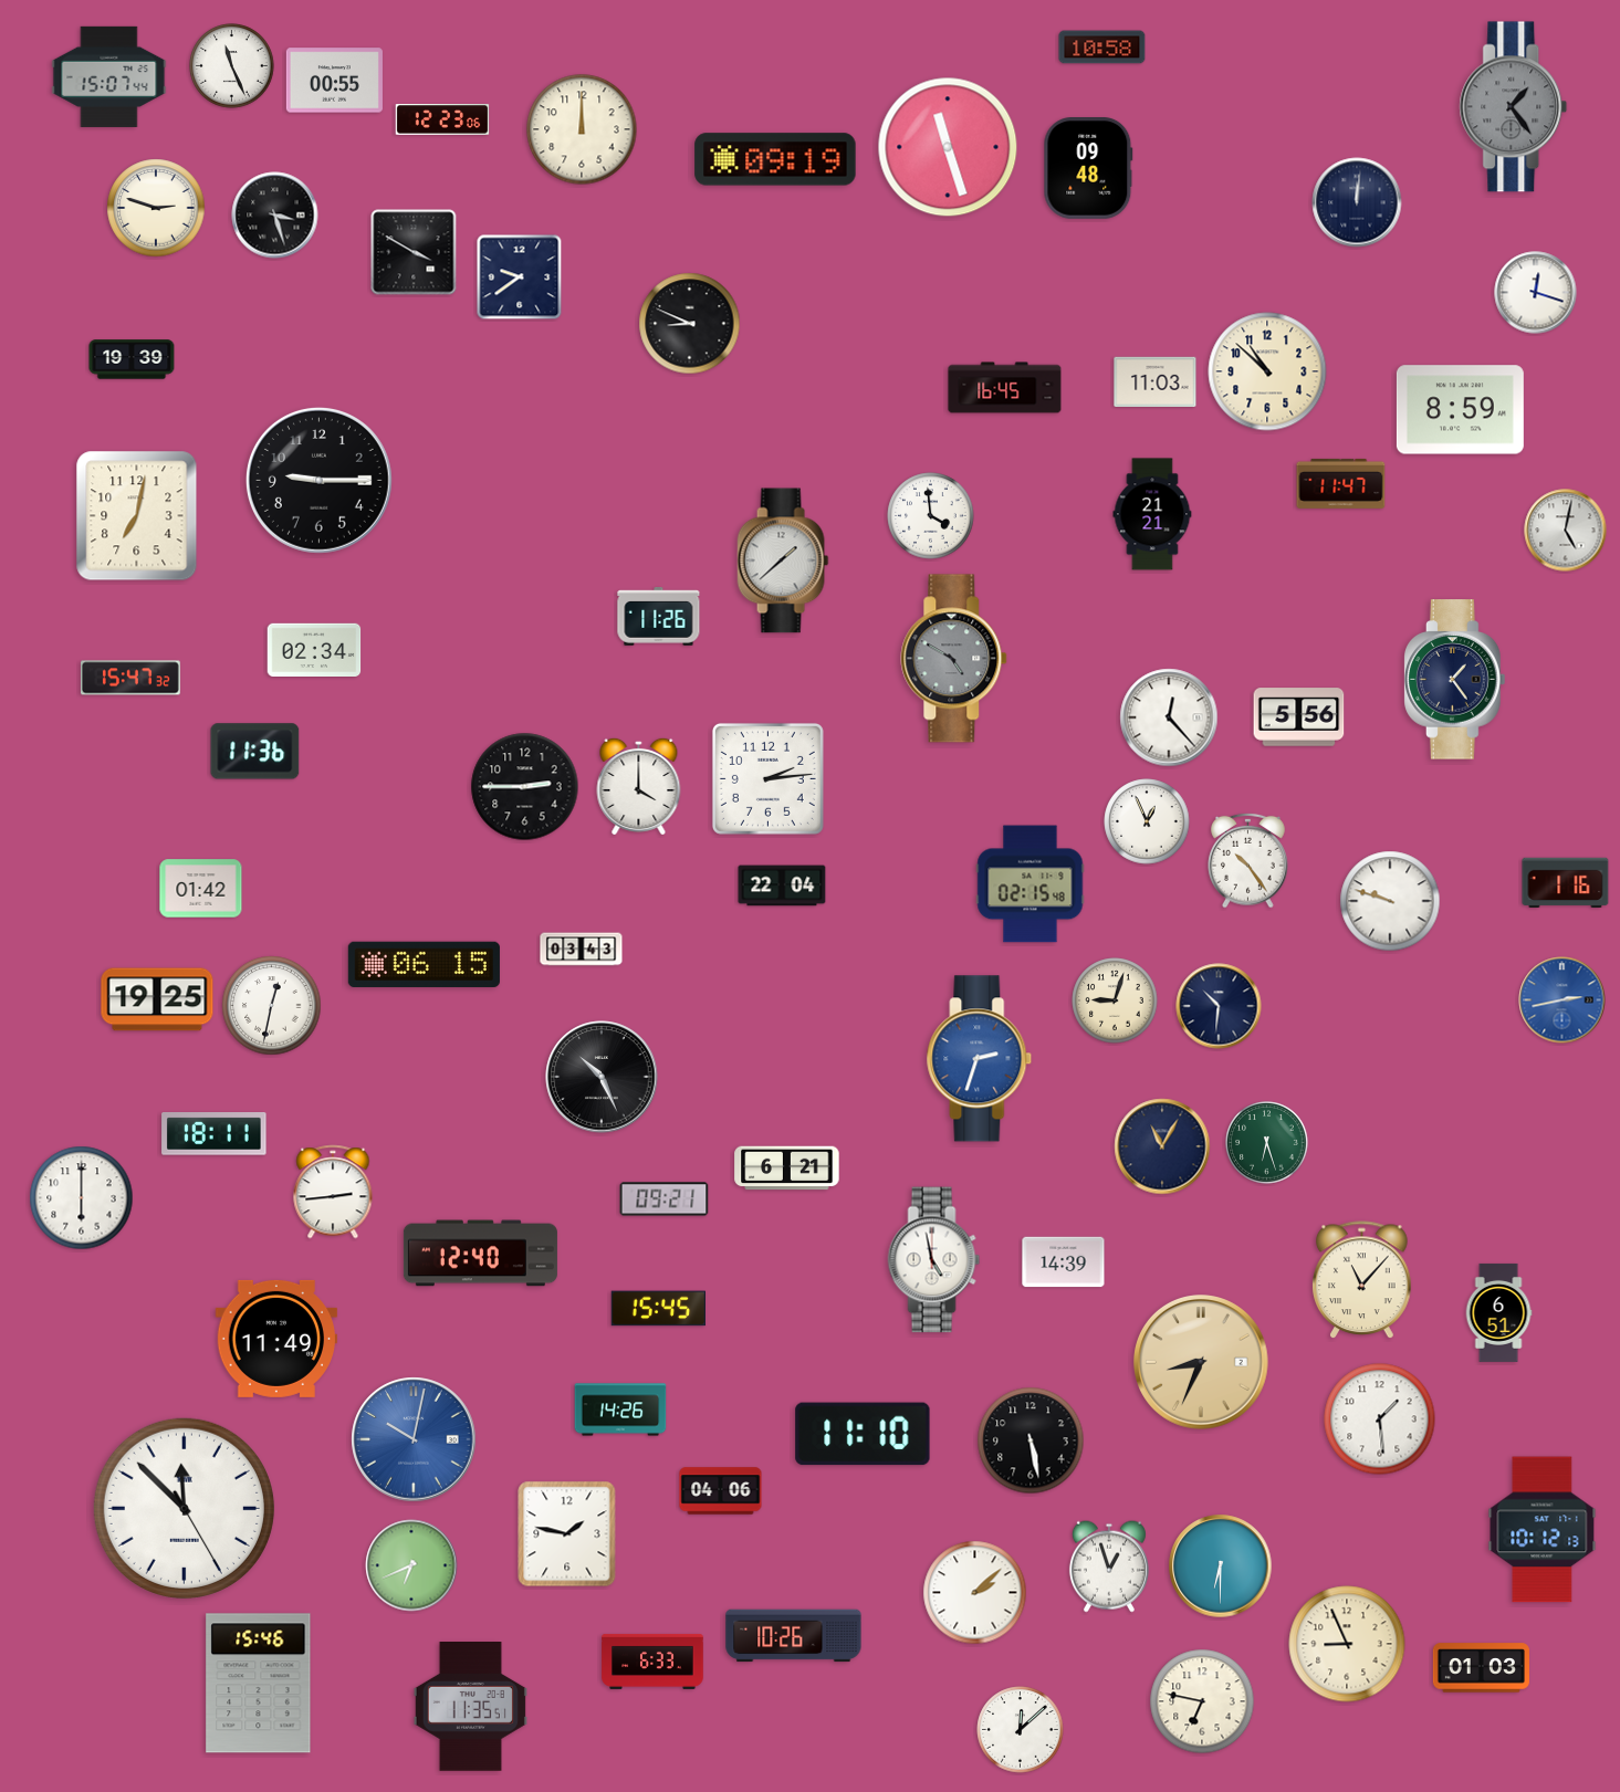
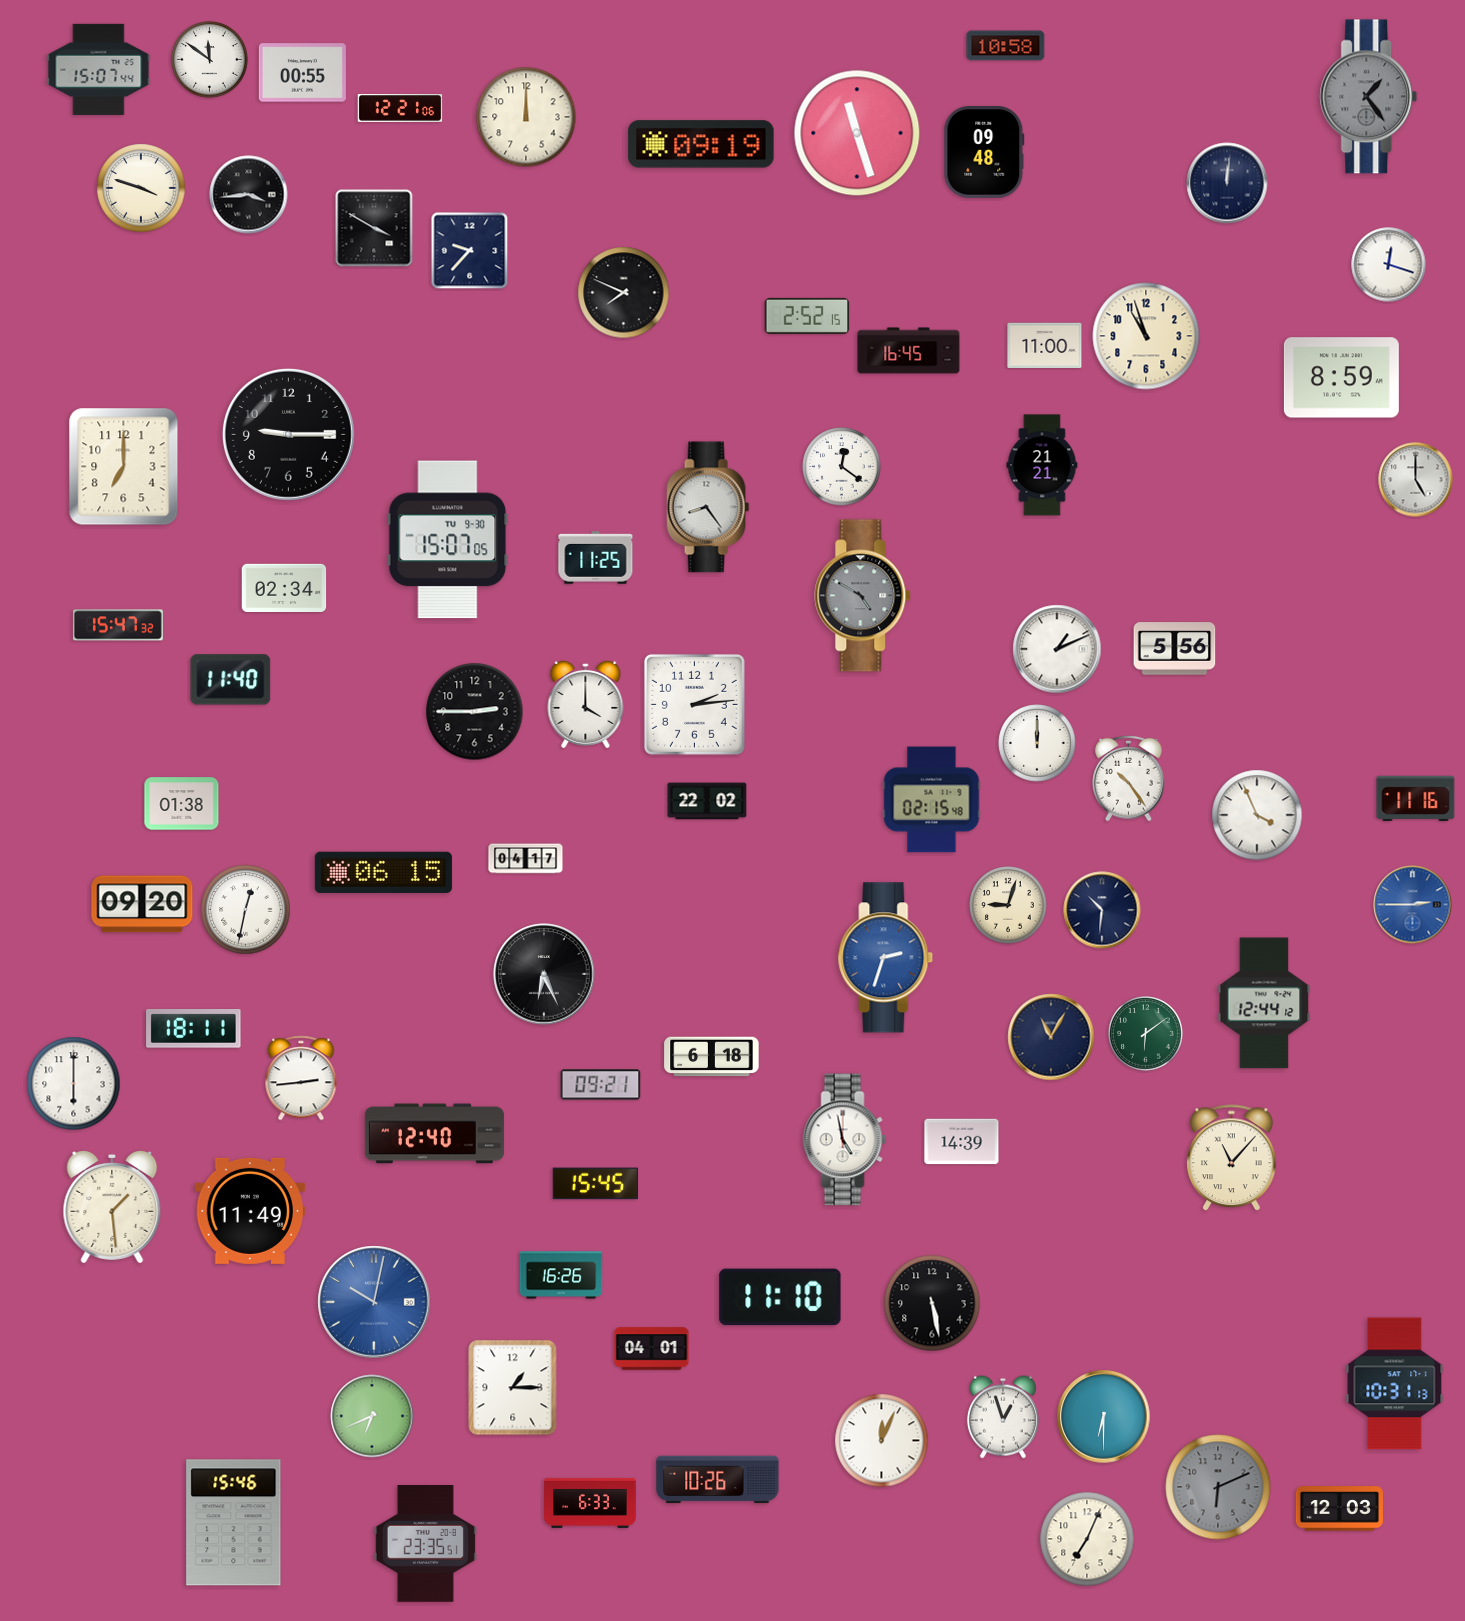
clock at (1102, 48) position: (1102, 48) -> (1006, 46)
clock at (232, 66): 11:26 -> 11:51
clock at (442, 119): 12:23 -> 12:21
clock at (156, 208): 2:48 -> 3:48
clock at (275, 216): 3:27 -> 3:44
clock at (520, 277): 9:39 -> 9:37
clock at (690, 324): 8:49 -> 7:49
clock at (807, 316): none -> 2:52
clock at (132, 359): 19:39 -> none
clock at (1267, 371): 10:52 -> 10:57
clock at (1156, 381): 11:03 -> 11:00
clock at (1460, 410) position: (1460, 410) -> (1341, 378)
clock at (1341, 483): 11:47 -> none
clock at (137, 516): 7:02 -> 7:00
clock at (931, 516): 3:59 -> 12:21
clock at (1566, 531): 5:02 -> 5:00
clock at (783, 560): 1:38 -> 8:24
clock at (448, 540): none -> 15:07
clock at (659, 617): 11:26 -> 11:25
clock at (130, 678) position: (130, 678) -> (118, 625)
clock at (1455, 680): 1:24 -> none
clock at (1169, 717): 12:23 -> 1:11
clock at (255, 752): 11:36 -> 11:40
clock at (639, 786) position: (639, 786) -> (586, 704)
clock at (1147, 821): 12:56 -> 12:00
clock at (1566, 882): 1:16 -> 11:16
clock at (782, 885): 22:04 -> 22:02
clock at (201, 889): 01:42 -> 01:38
clock at (1390, 901): 9:48 -> 3:56
clock at (582, 950): 03:43 -> 04:17
clock at (157, 999): 19:25 -> 09:20
clock at (1562, 1000): 2:43 -> 2:45
clock at (602, 1077): 10:26 -> 6:26
clock at (1264, 1003): none -> 12:44
clock at (215, 1134) position: (215, 1134) -> (194, 1029)
clock at (1267, 1143): 6:27 -> 6:09
clock at (787, 1169): 6:21 -> 6:18
clock at (1498, 1312): 6:51 -> none
clock at (112, 1207): none -> 1:29
clock at (1201, 1362): 8:34 -> none
clock at (620, 1410): 14:26 -> 16:26
clock at (1380, 1419): 1:29 -> none
clock at (721, 1491): 04:06 -> 04:01
clock at (184, 1508): 11:52 -> none
clock at (1543, 1530): 10:12 -> 10:31
clock at (567, 1534): 1:47 -> 1:15
clock at (975, 1593): 2:08 -> 12:04
clock at (1347, 1644): 8:56 -> 6:11
clock at (1347, 1644) dial: cream -> grey
clock at (1481, 1668): 01:03 -> 12:03
clock at (1202, 1701): 6:47 -> 7:04
clock at (470, 1707): 11:35 -> 23:35
clock at (1021, 1730): 12:08 -> none
